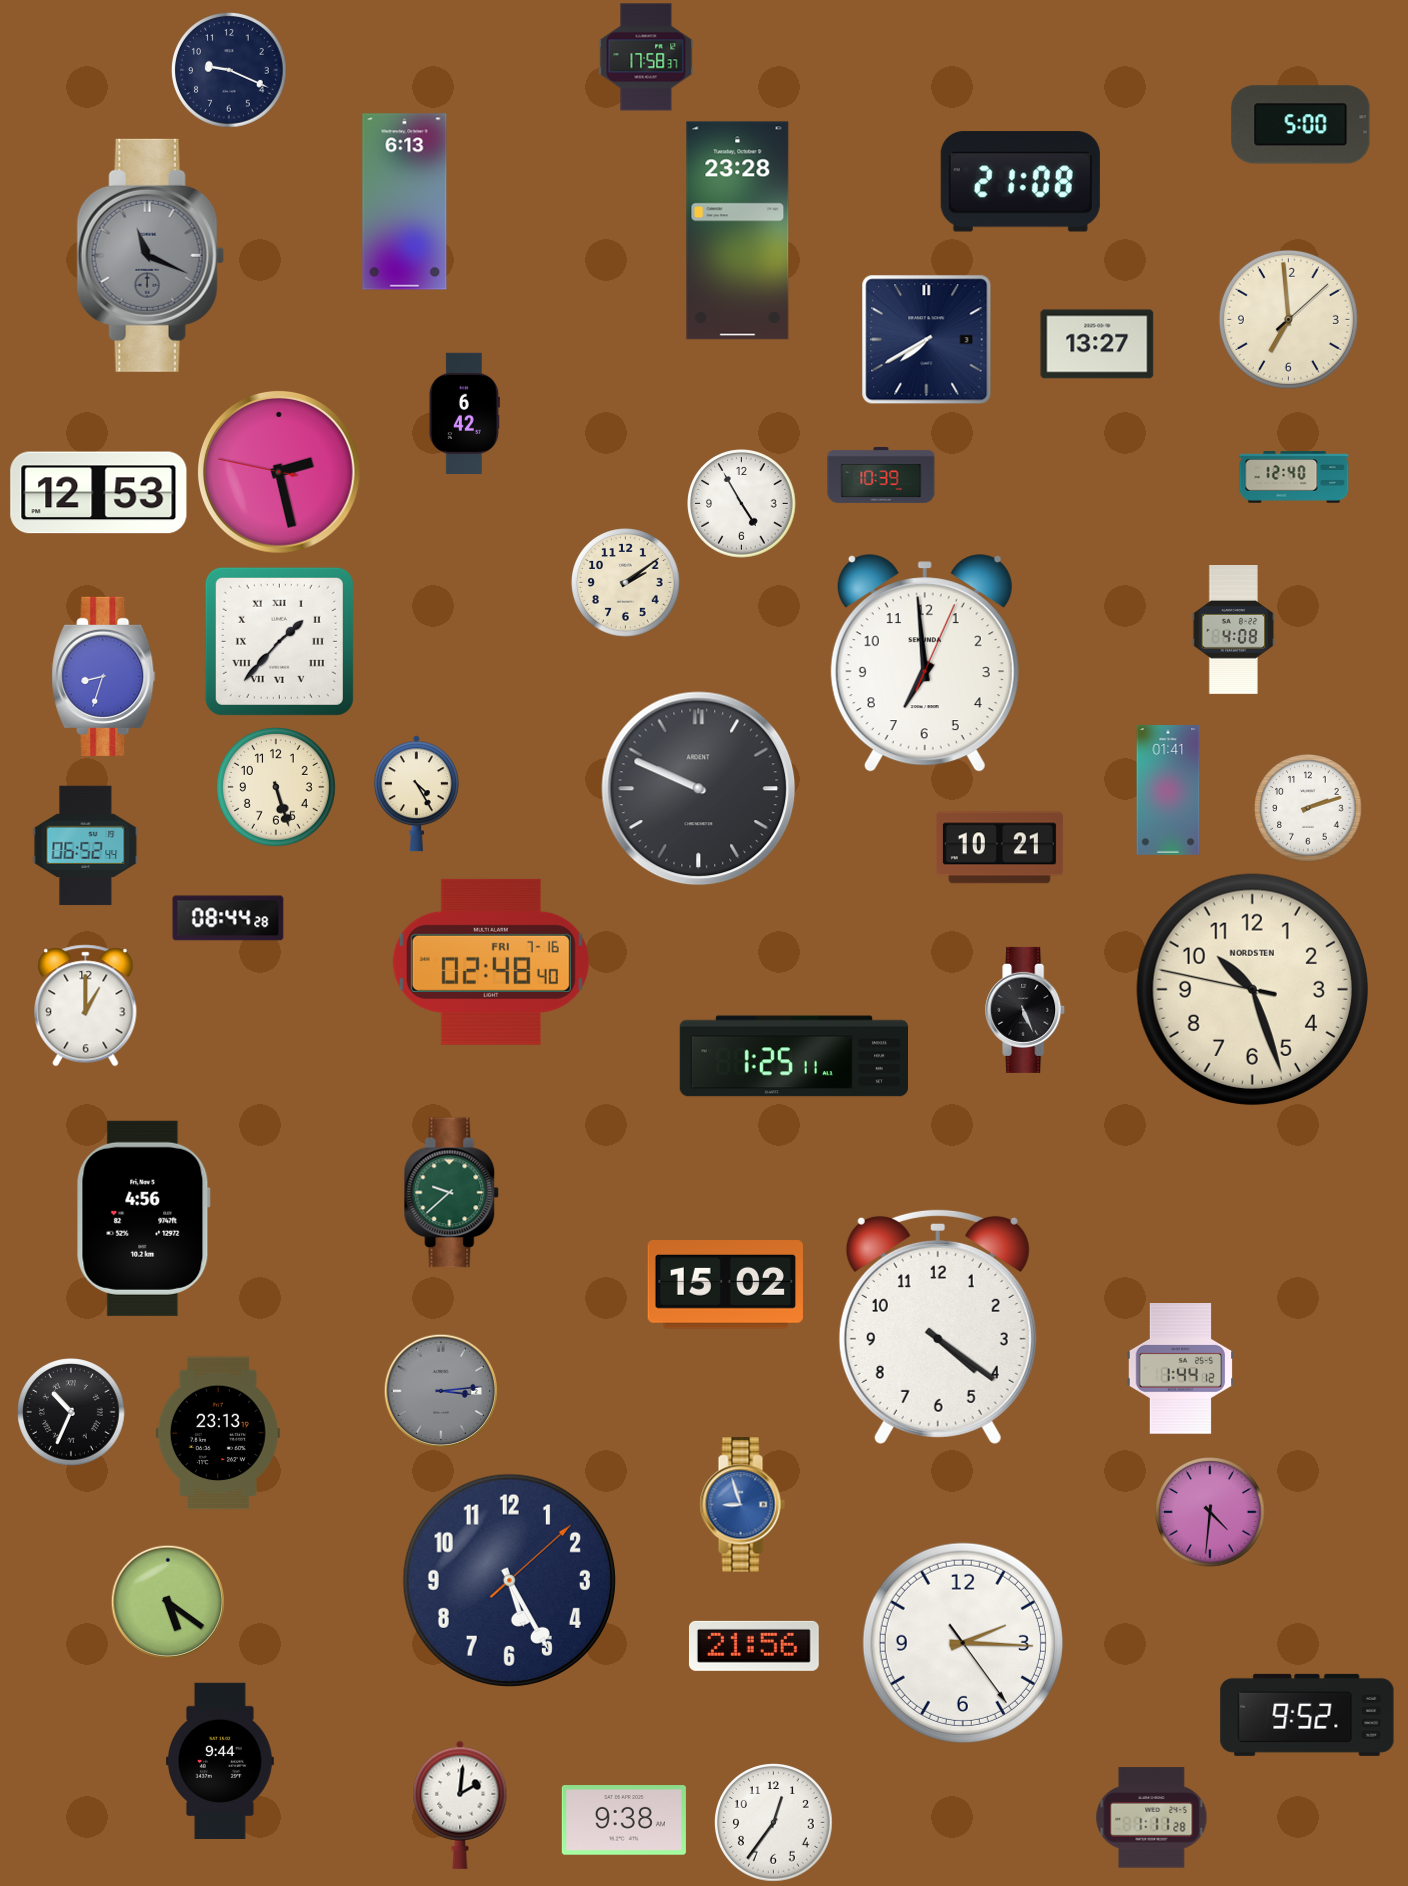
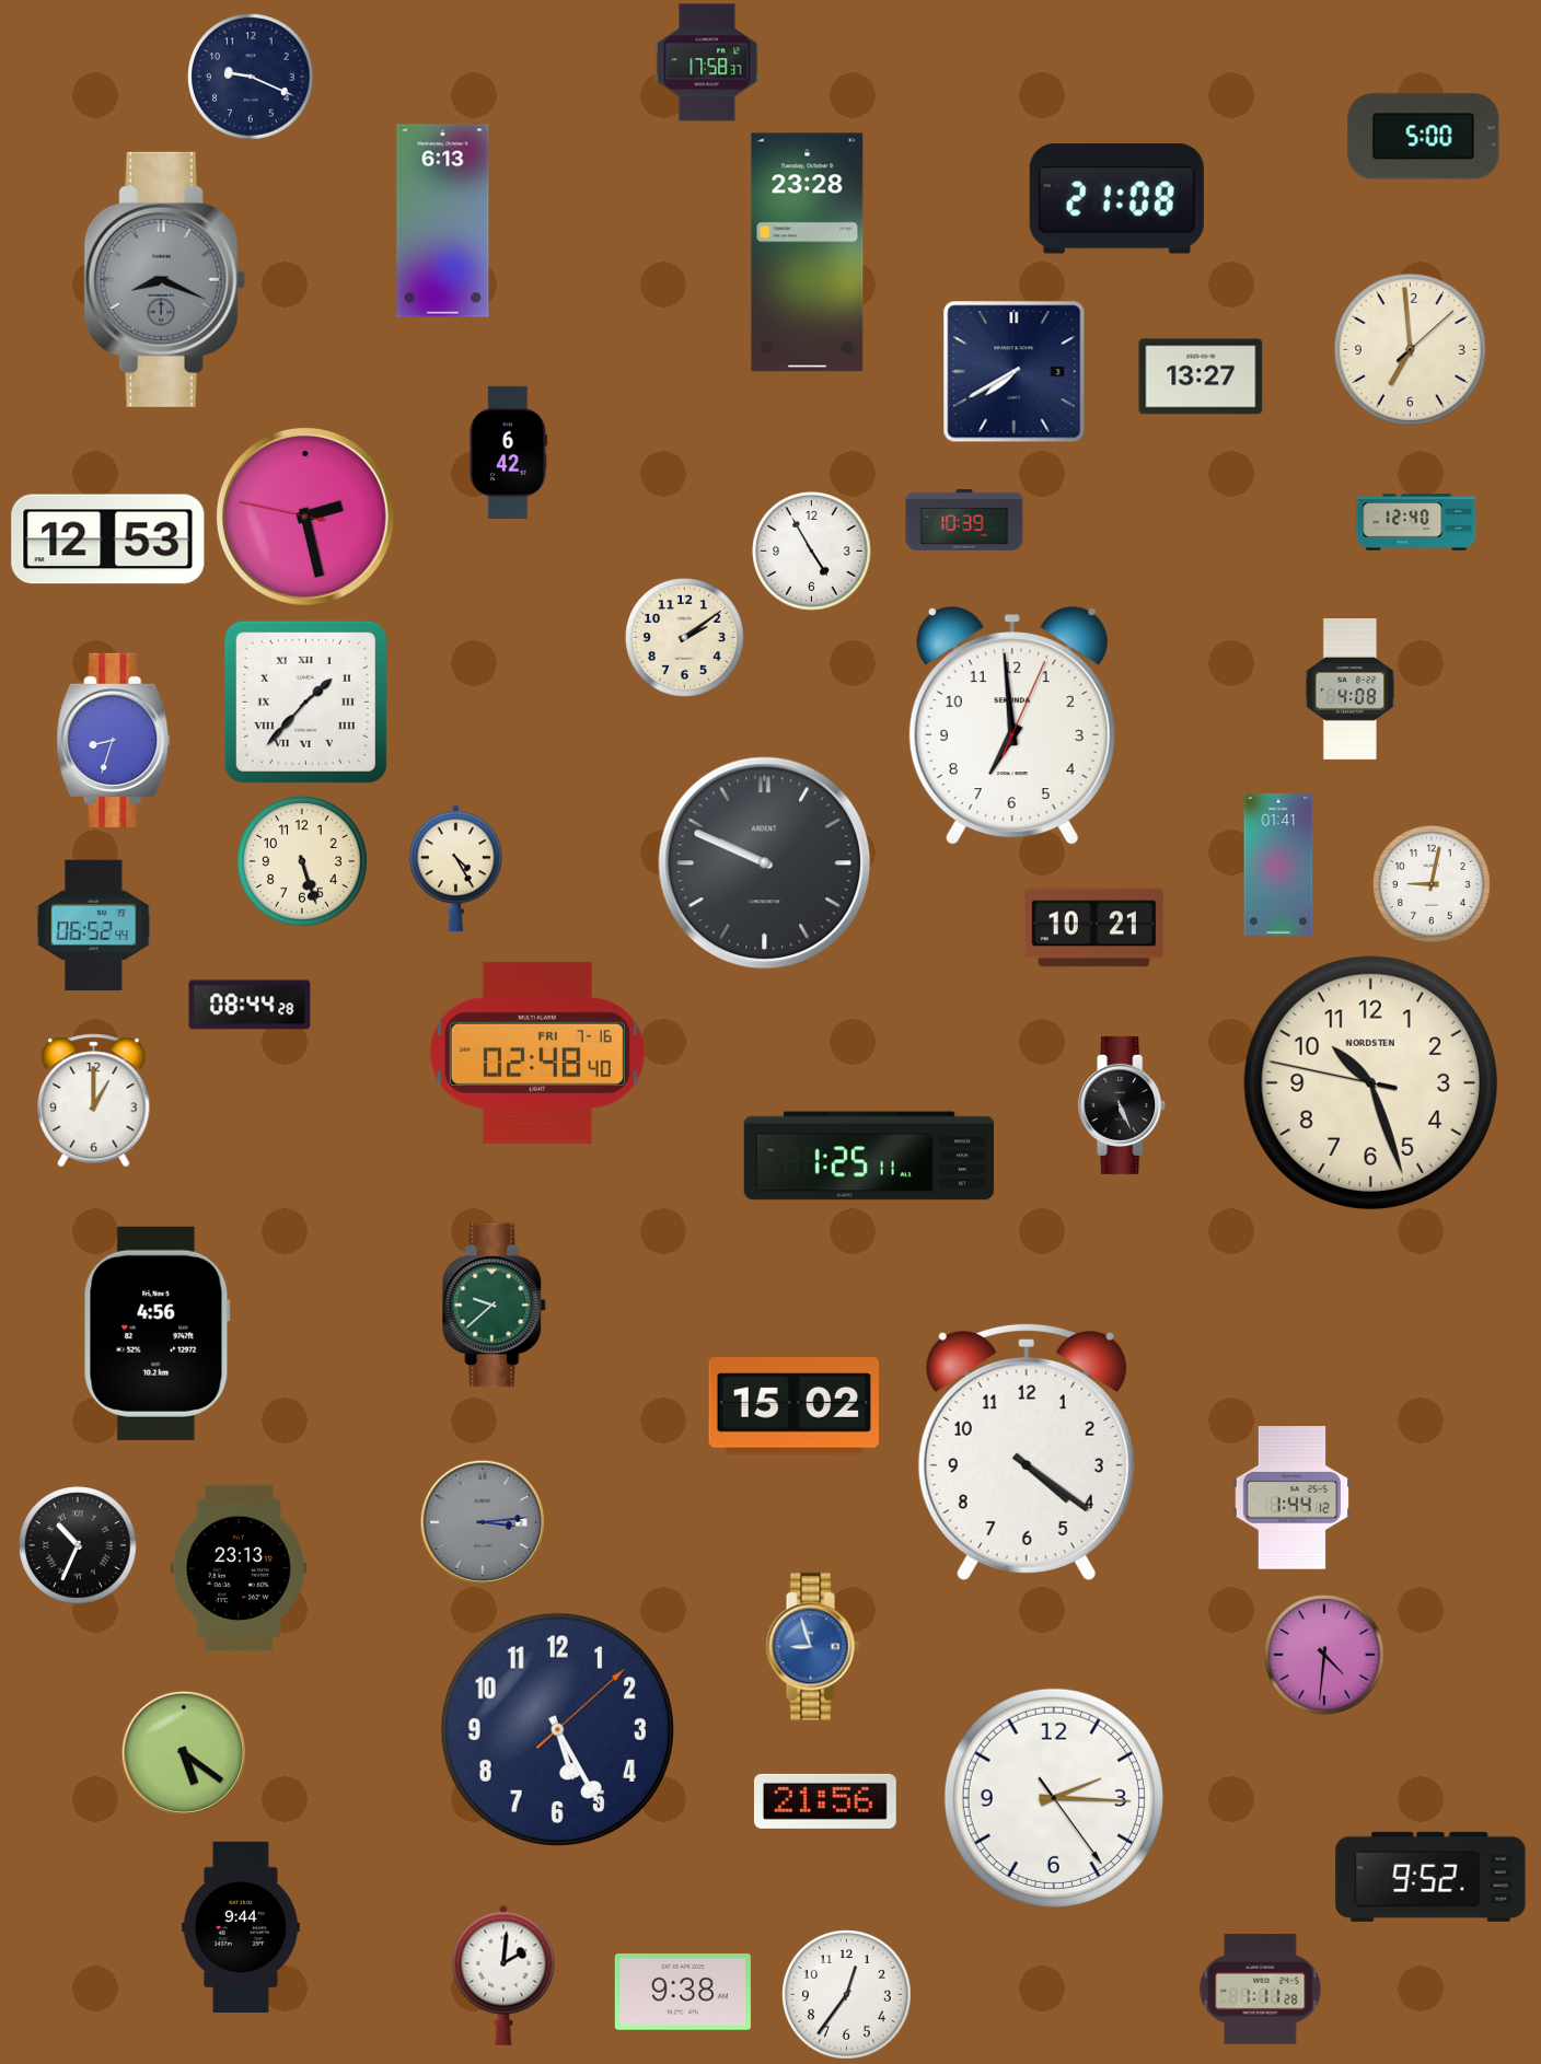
clock at (150, 255): 11:19 -> 8:19
clock at (1308, 808): 2:12 -> 9:02
